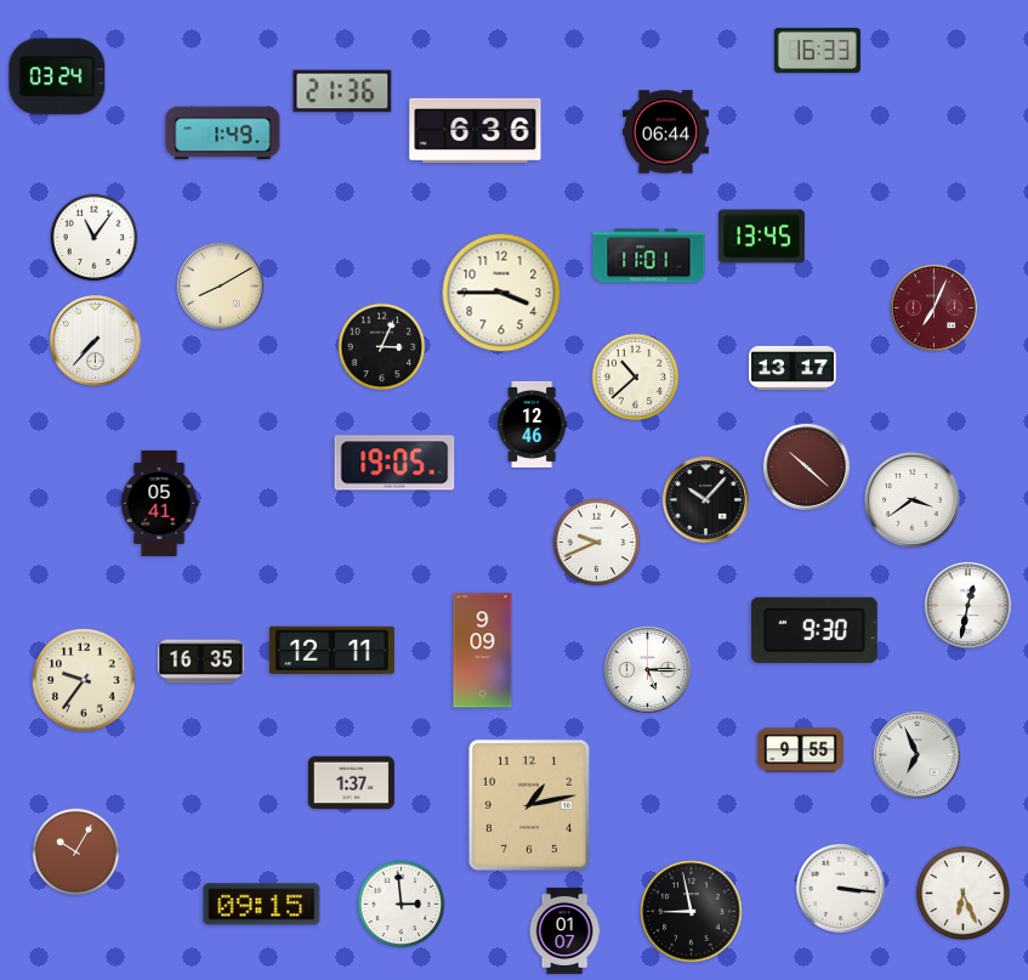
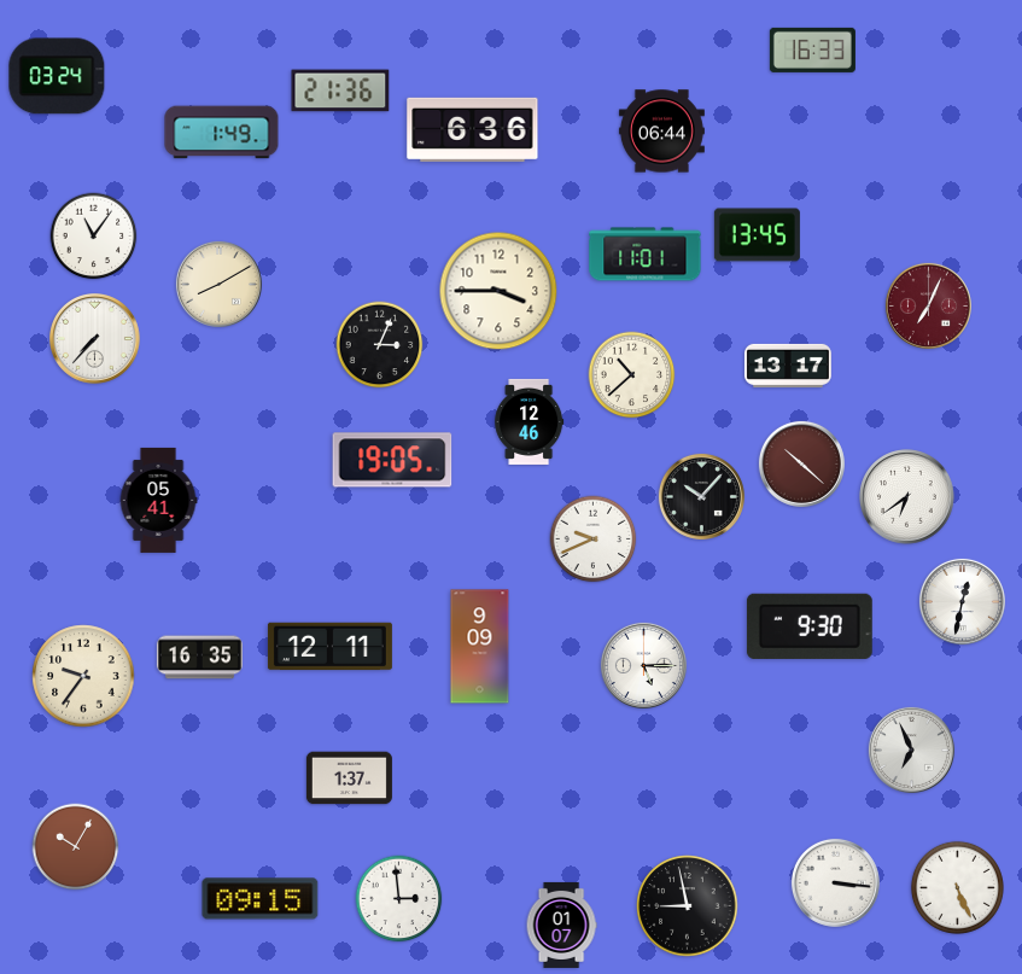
clock at (913, 500): 3:39 -> 6:39
clock at (800, 750): 9:55 -> none
clock at (529, 805): 1:13 -> none
clock at (962, 893): 6:26 -> 5:26
